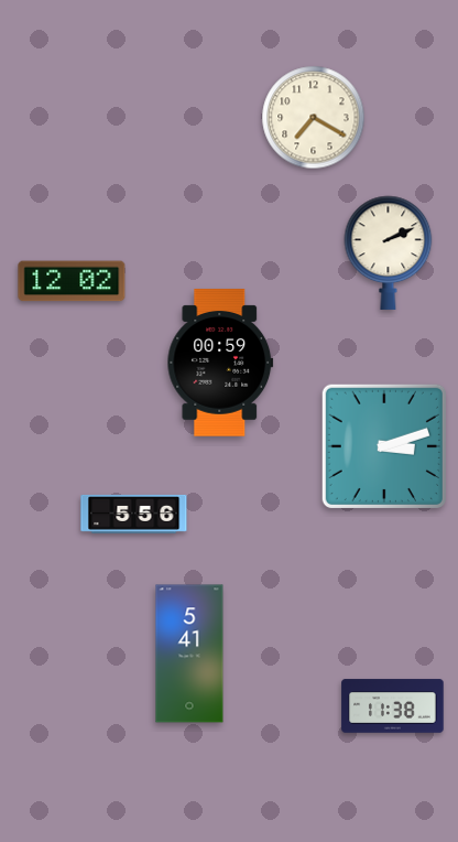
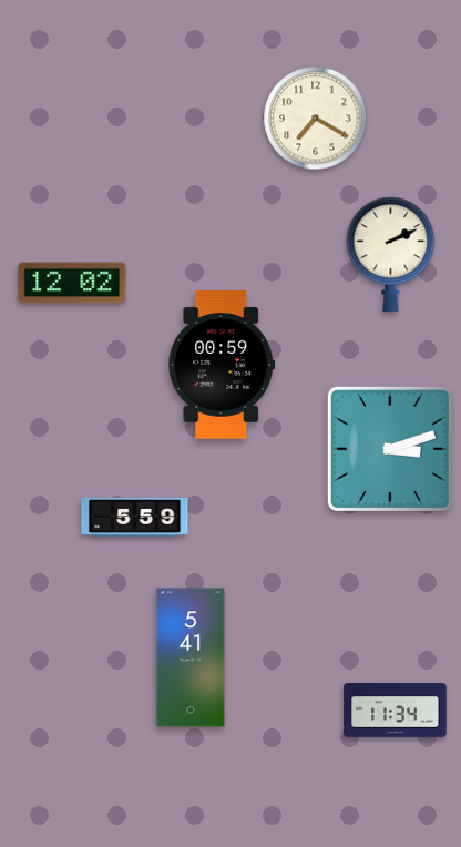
clock at (384, 446) position: (384, 446) -> (390, 449)
clock at (134, 514): 5:56 -> 5:59
clock at (393, 706): 11:38 -> 11:34
